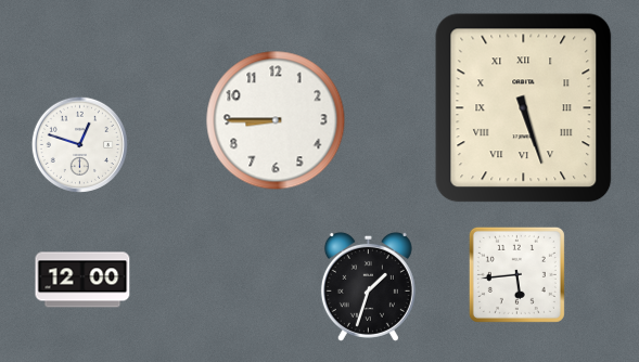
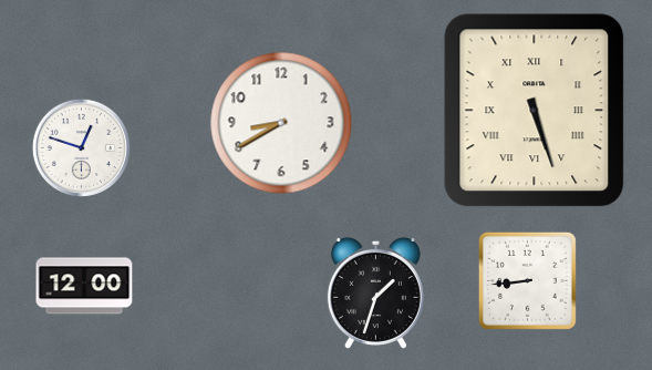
clock at (276, 120): 8:45 -> 8:40
clock at (516, 274): 5:44 -> 8:44
